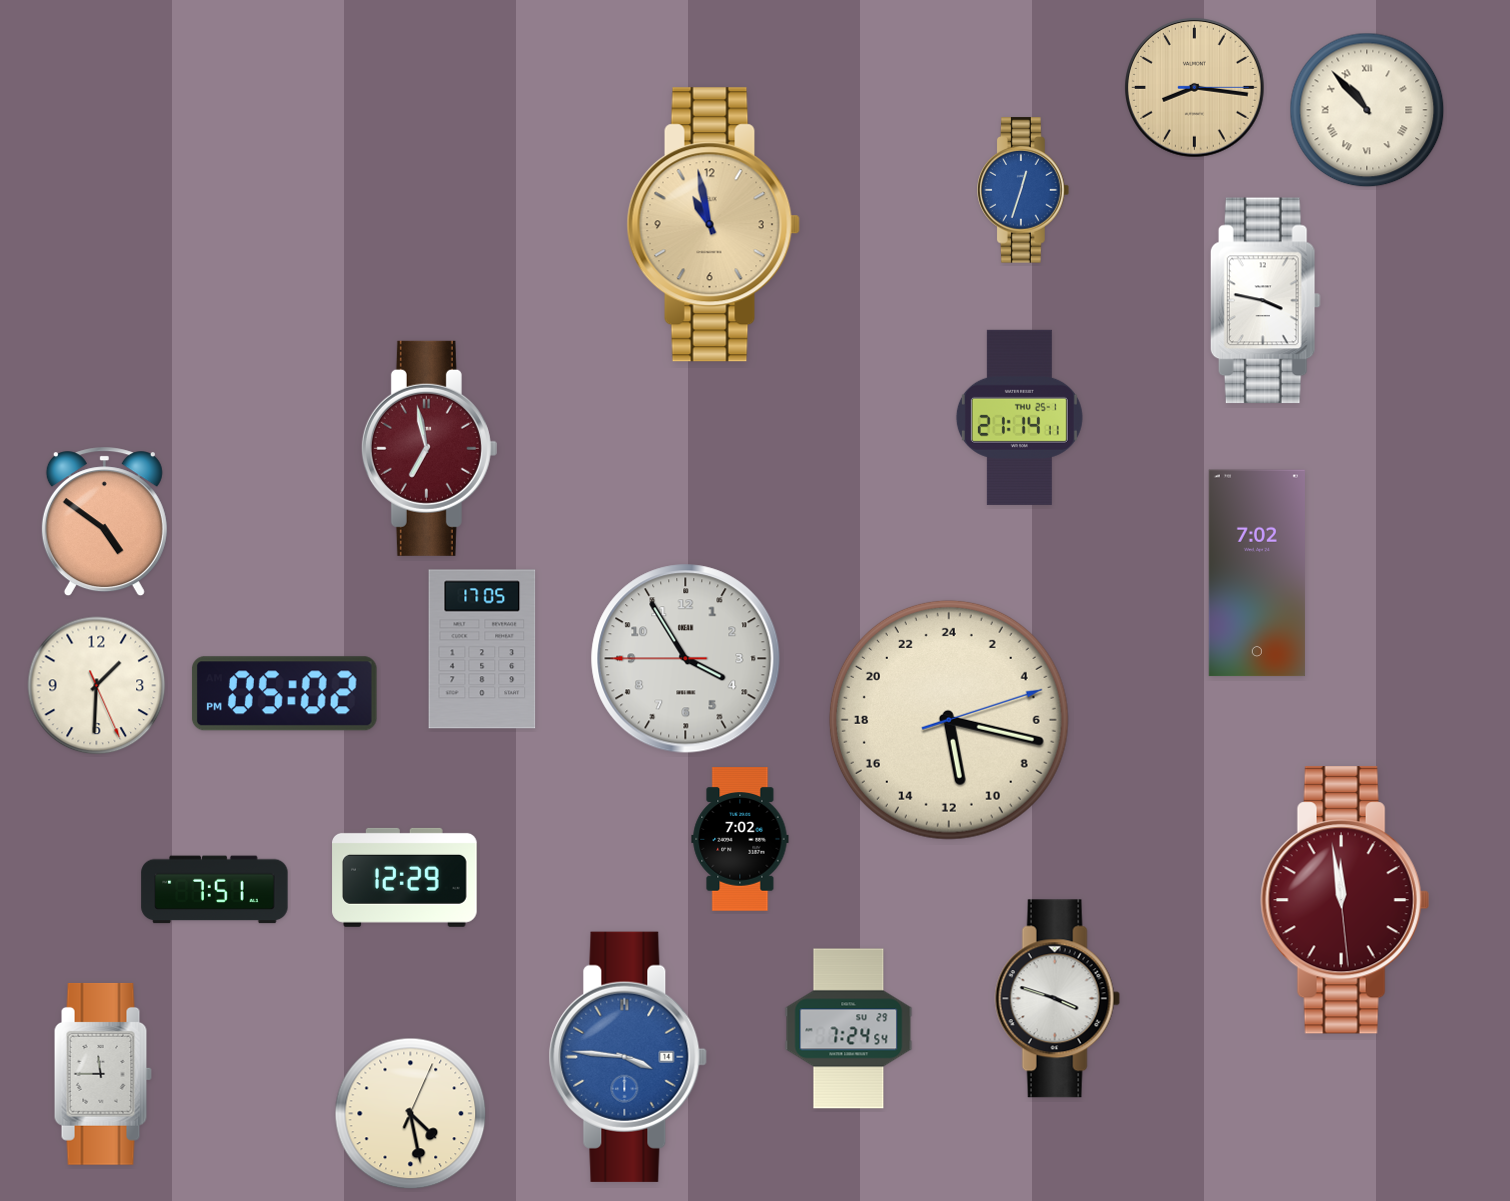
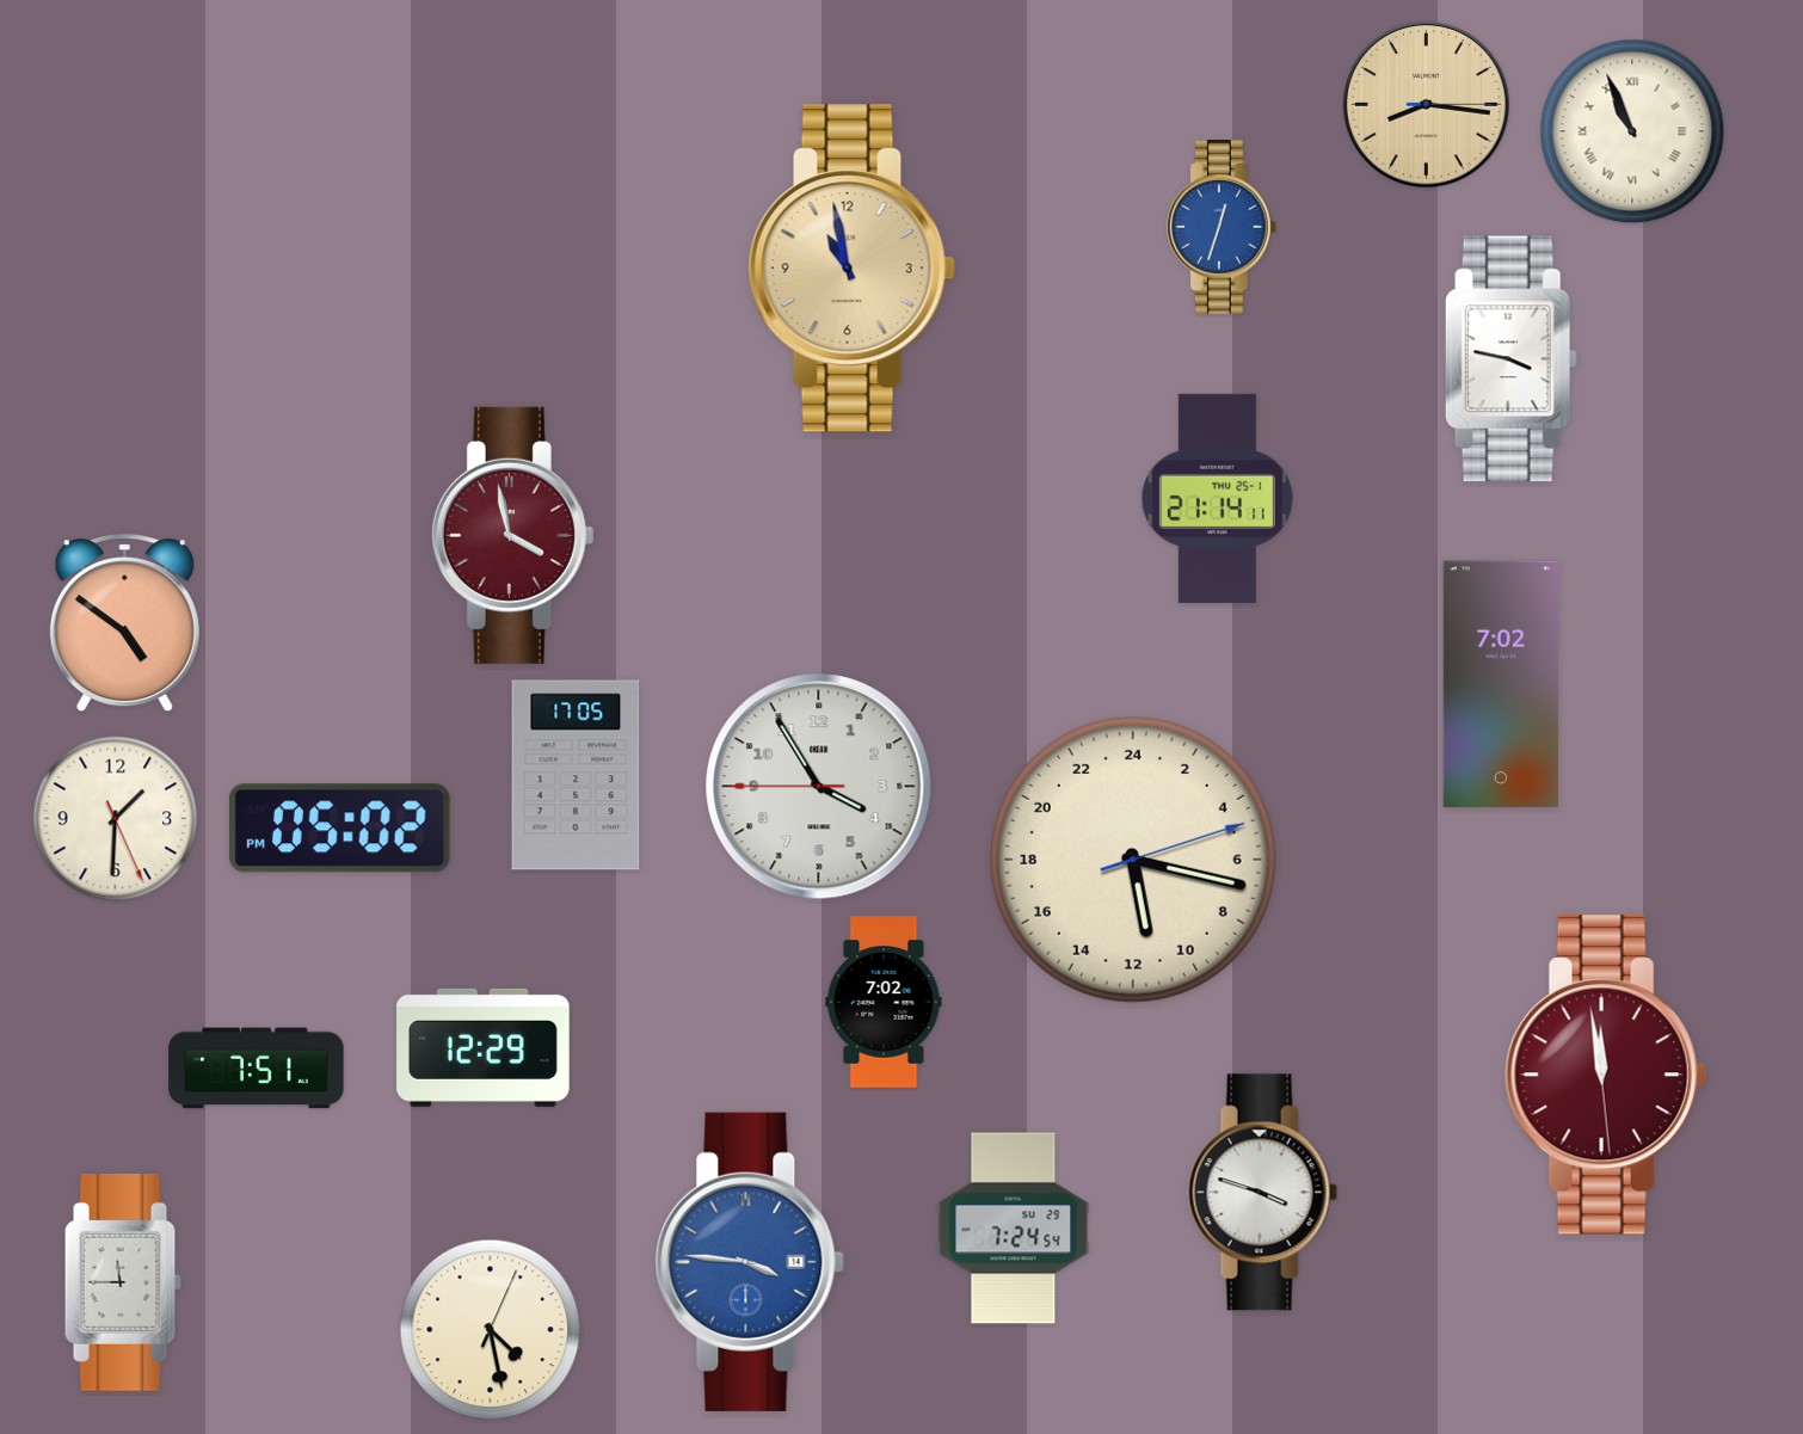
clock at (1367, 110): 10:53 -> 10:56
clock at (429, 448): 6:58 -> 3:58
clock at (215, 890) position: (215, 890) -> (257, 1069)
